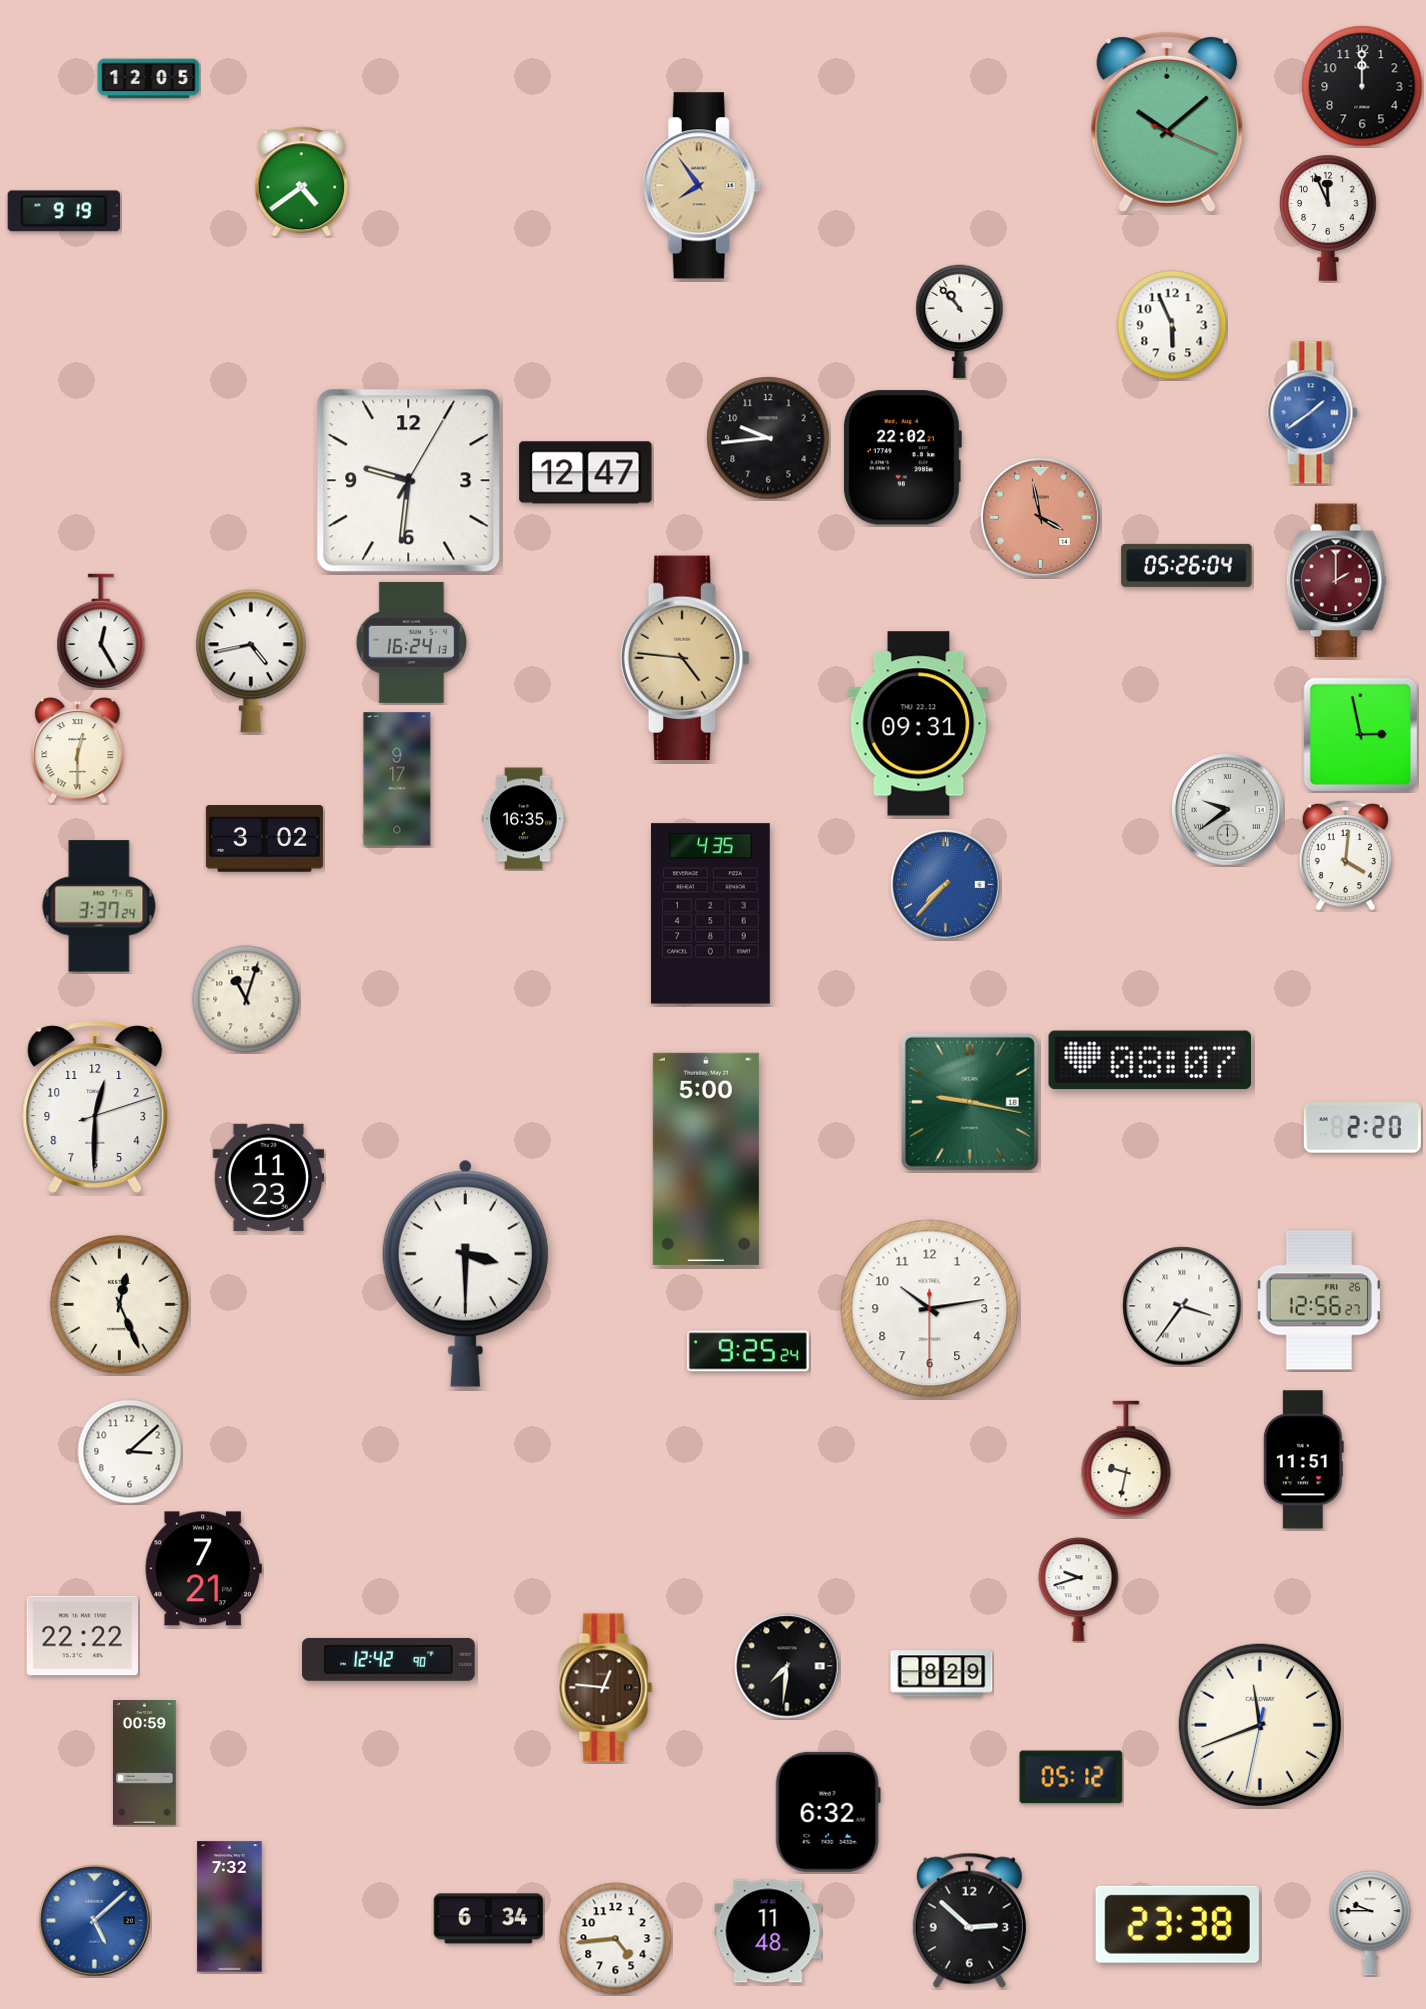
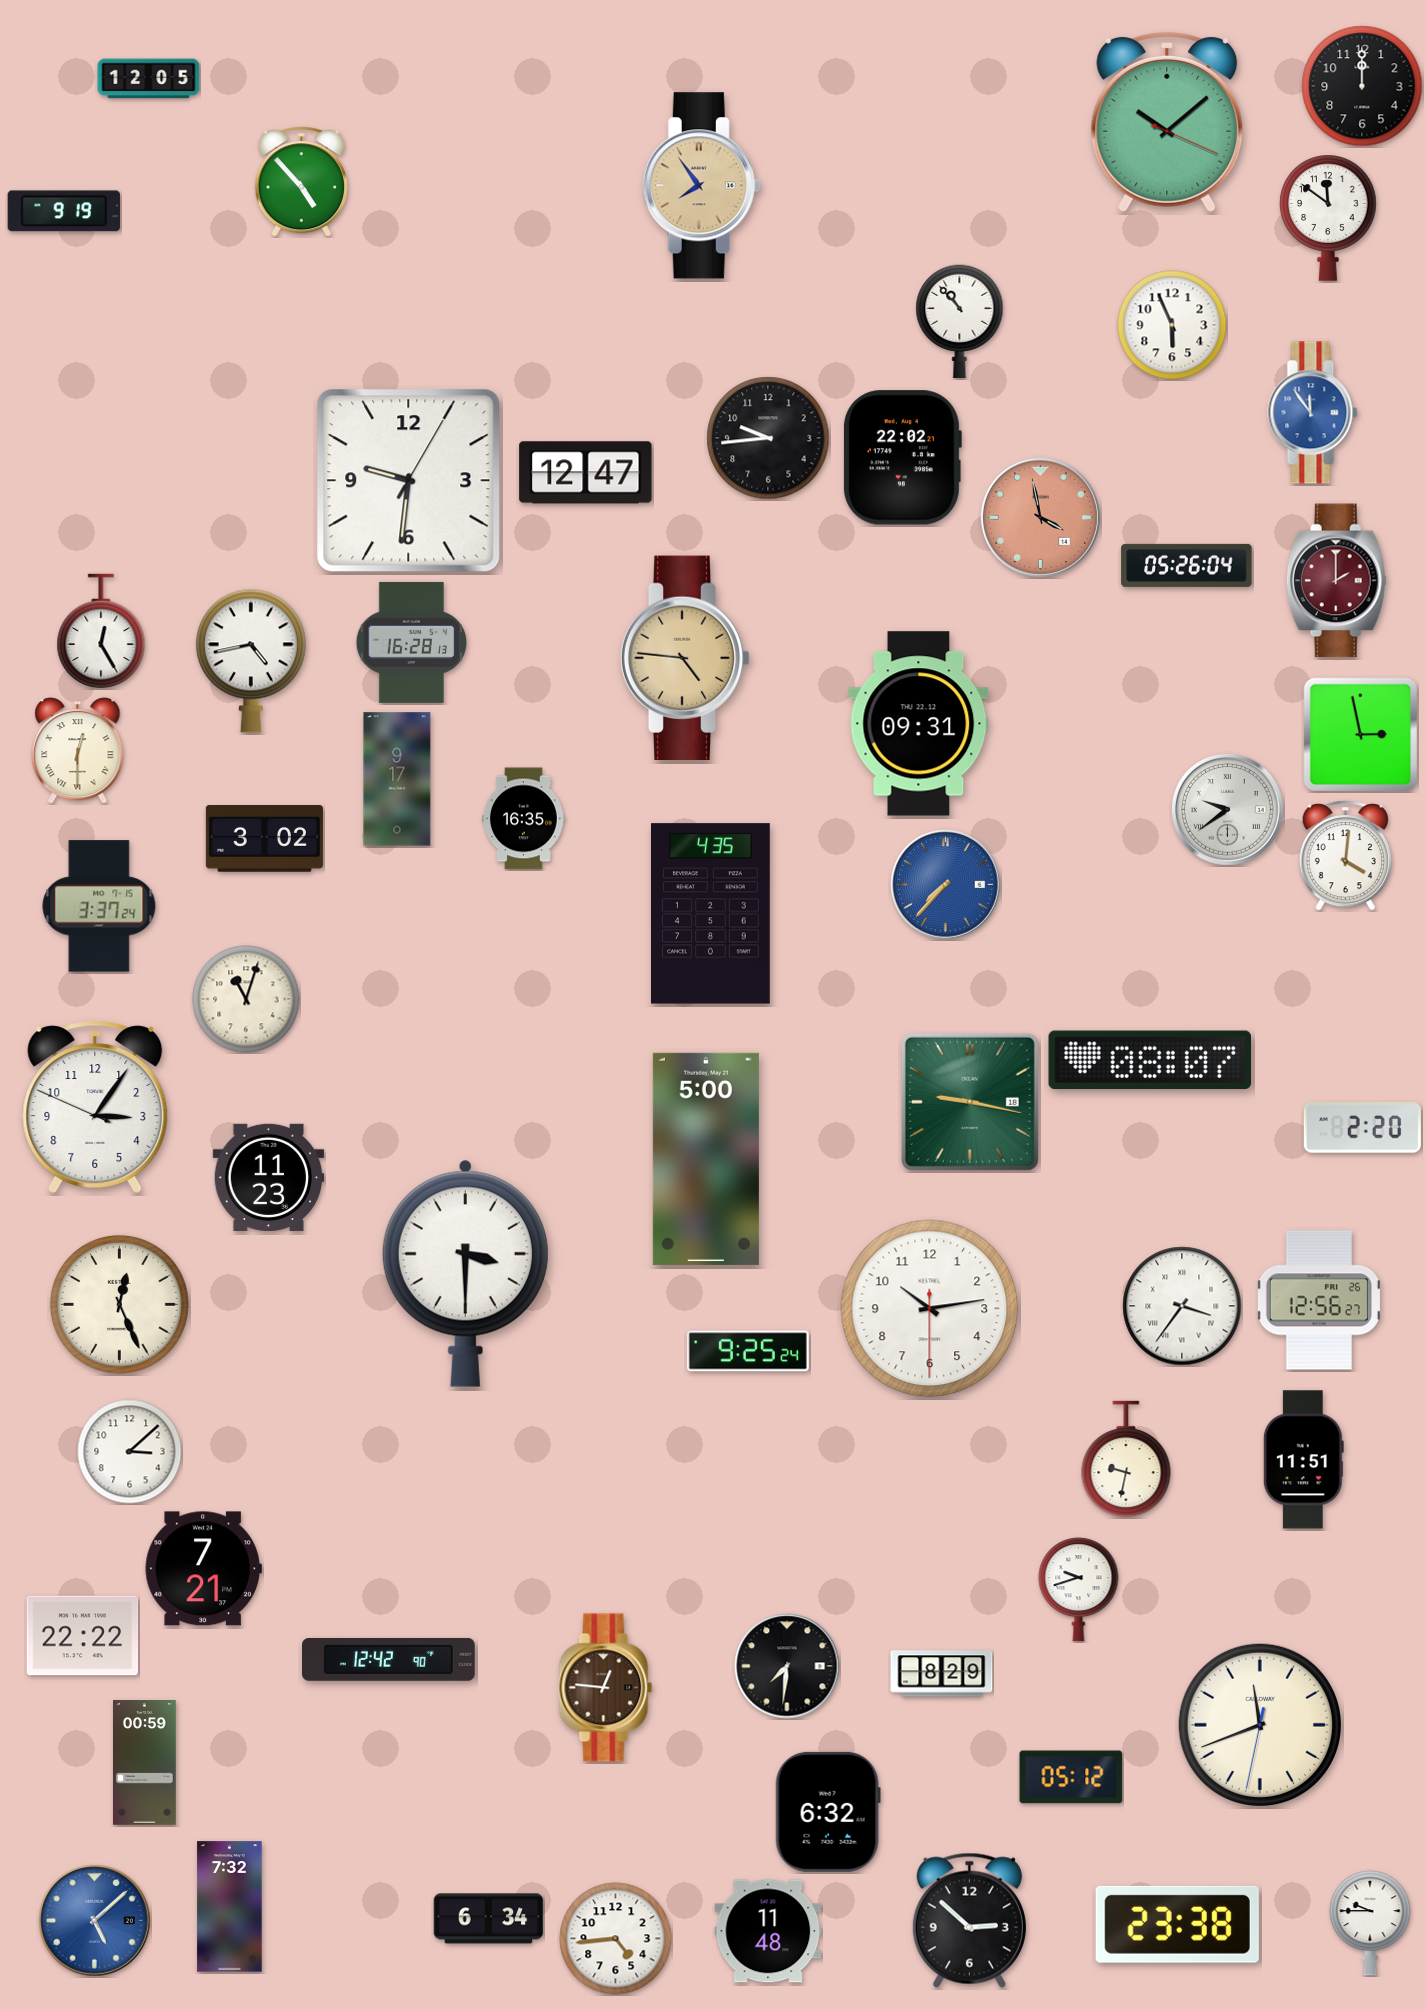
clock at (301, 182): 4:39 -> 4:53
clock at (1328, 218): 11:56 -> 11:51
clock at (1313, 413): 1:39 -> 11:54
clock at (411, 642): 16:24 -> 16:28
clock at (95, 1107): 12:30 -> 3:05
